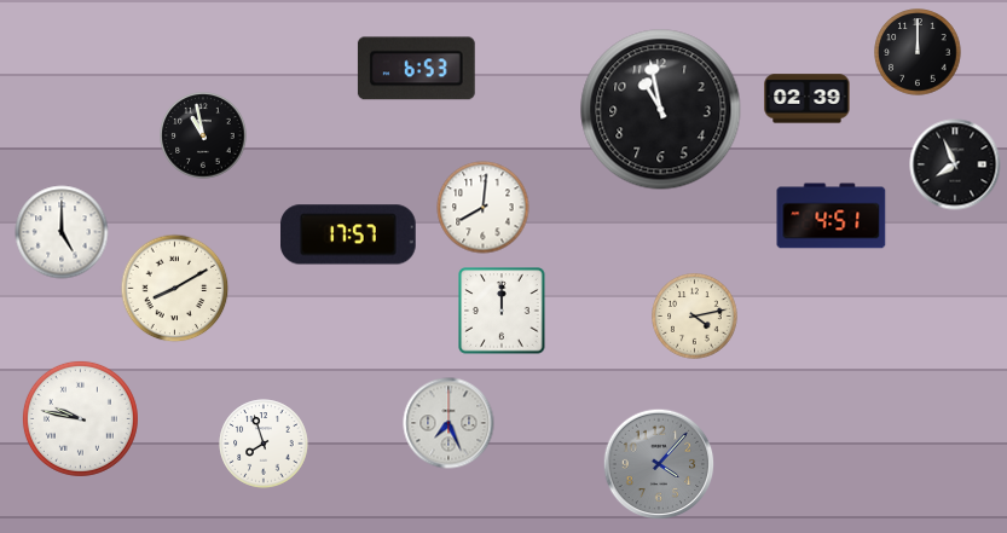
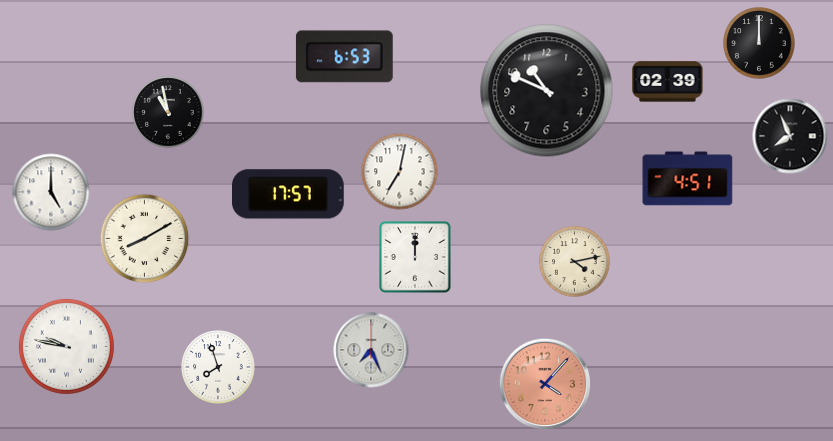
clock at (661, 110): 10:58 -> 10:49
clock at (484, 208): 8:01 -> 7:02
clock at (659, 464) dial: grey -> salmon
